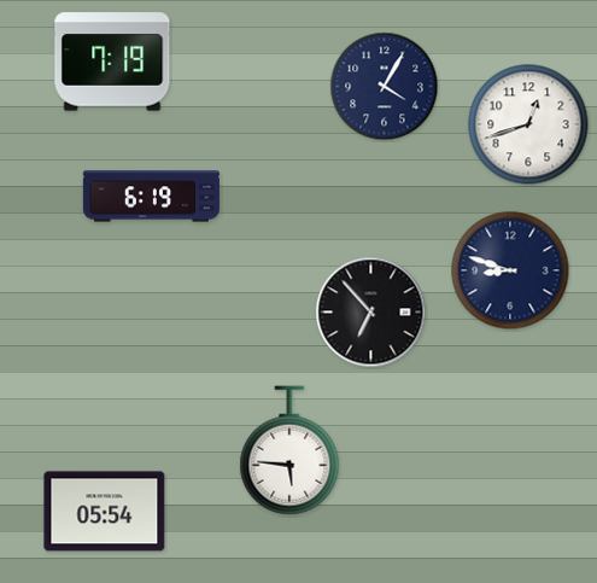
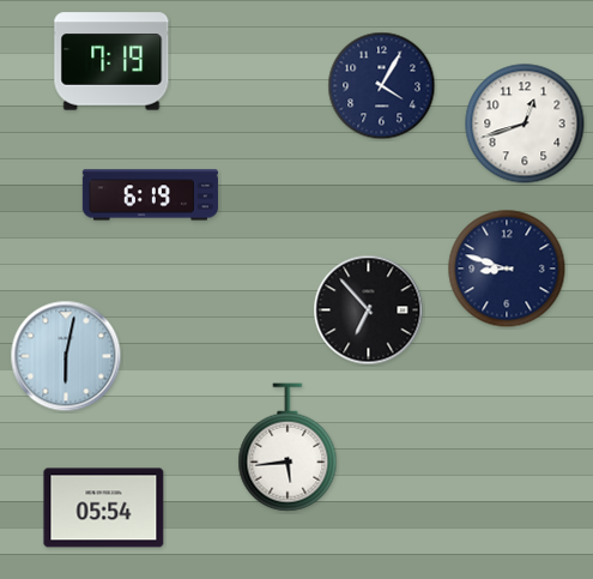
clock at (66, 356): none -> 6:02
clock at (289, 450): 5:46 -> 5:44
